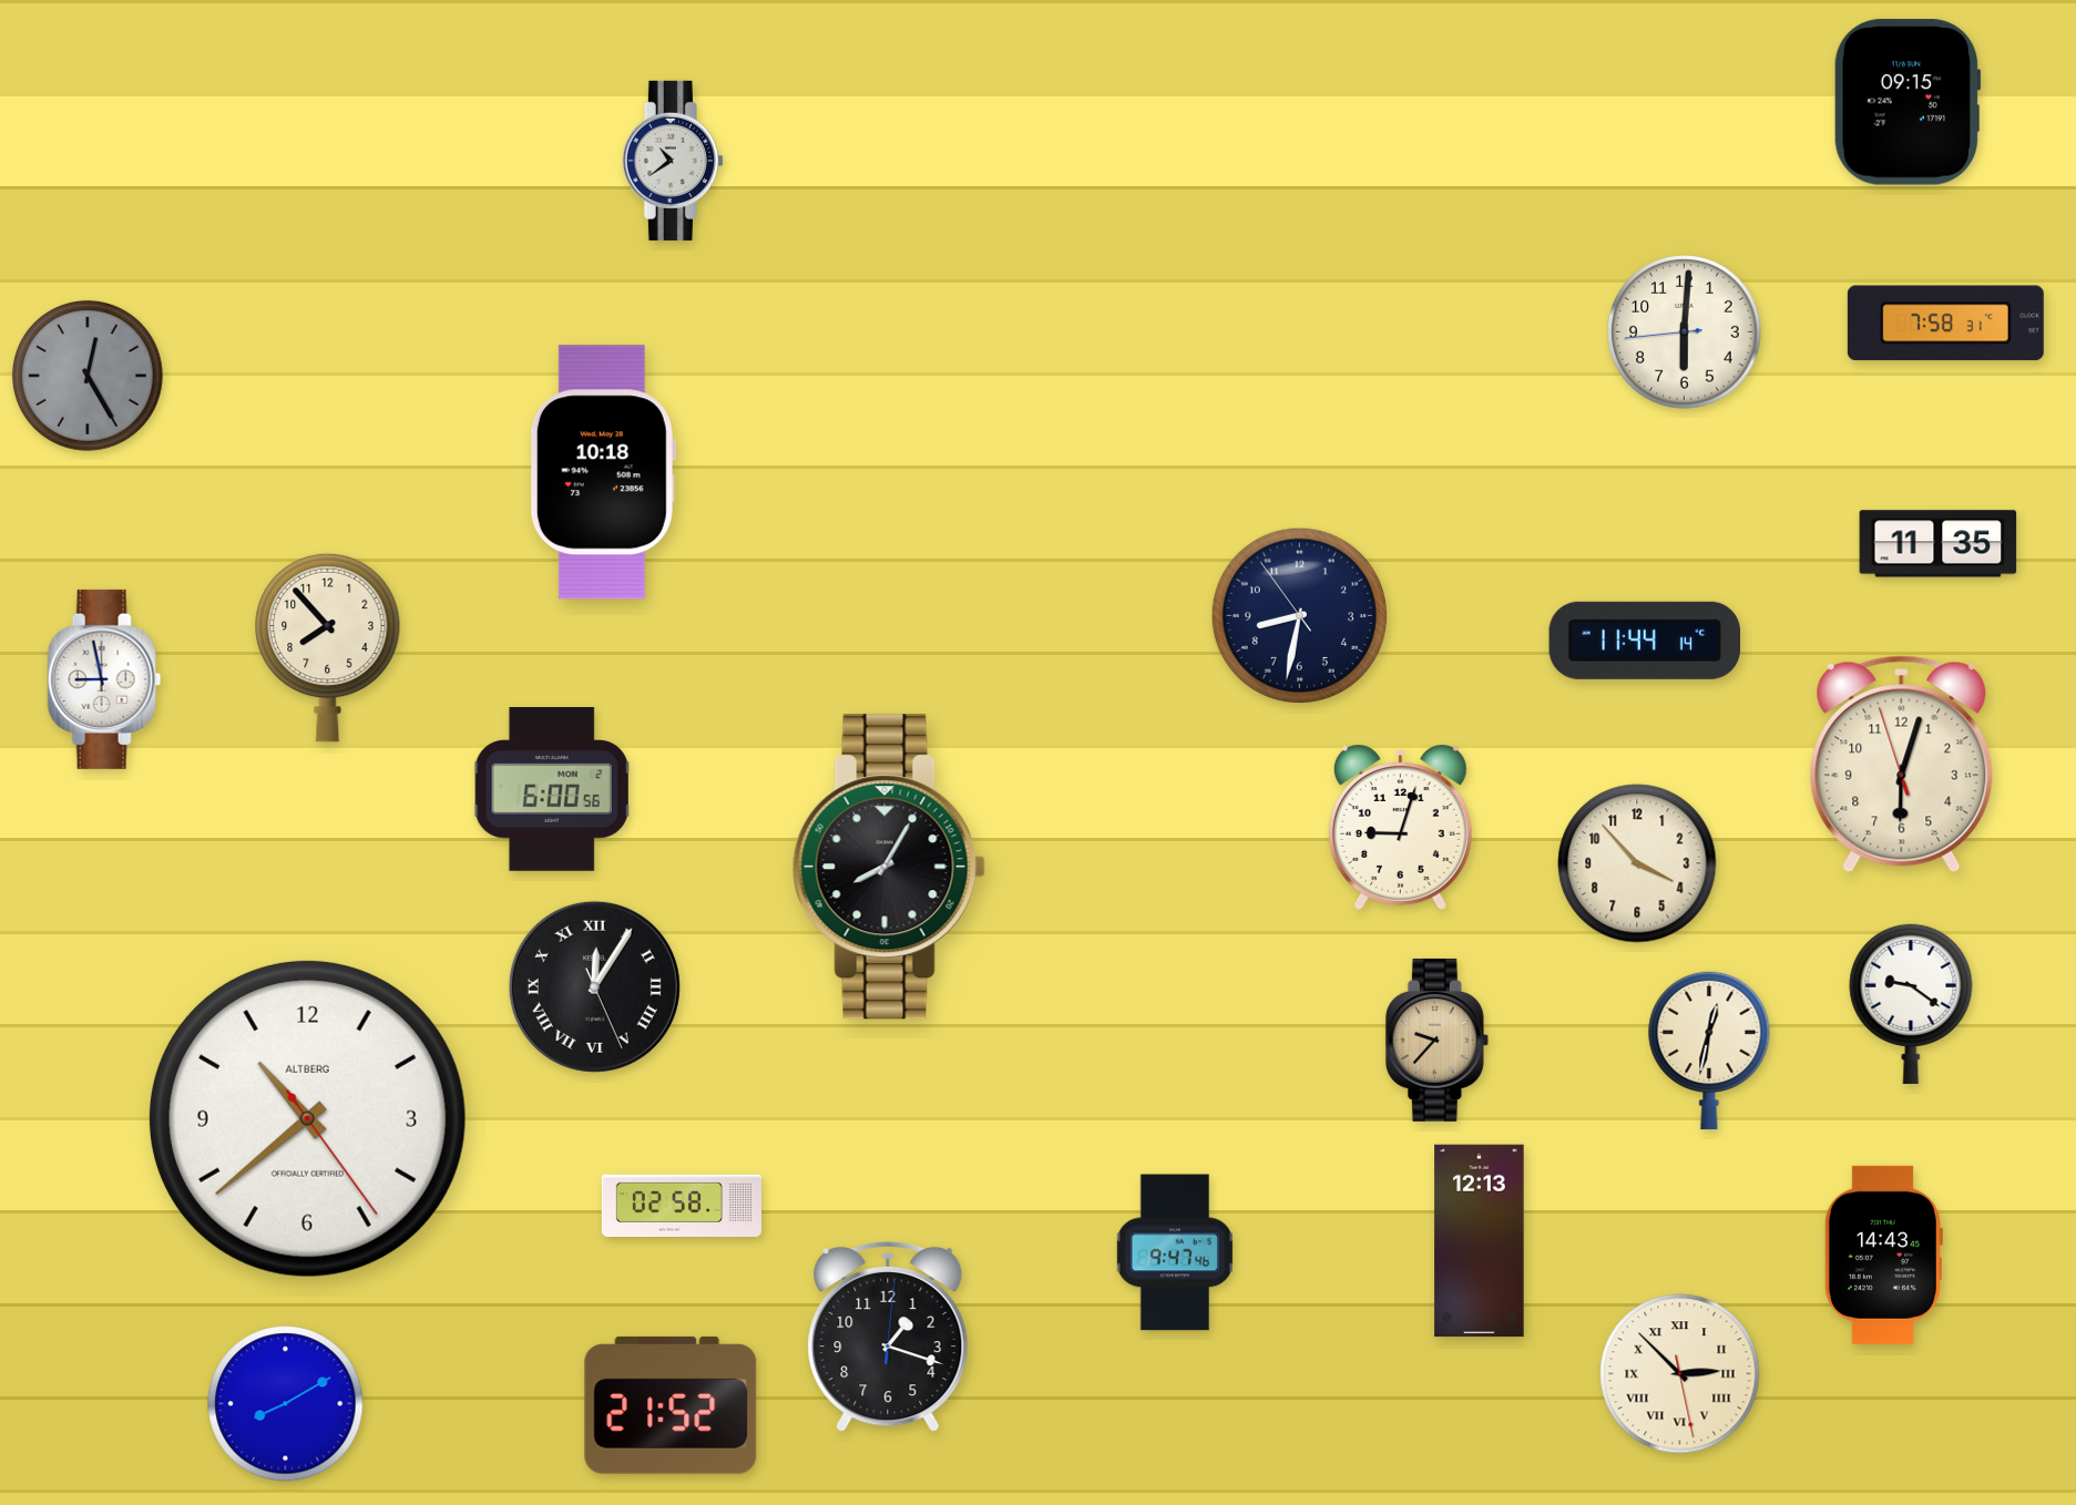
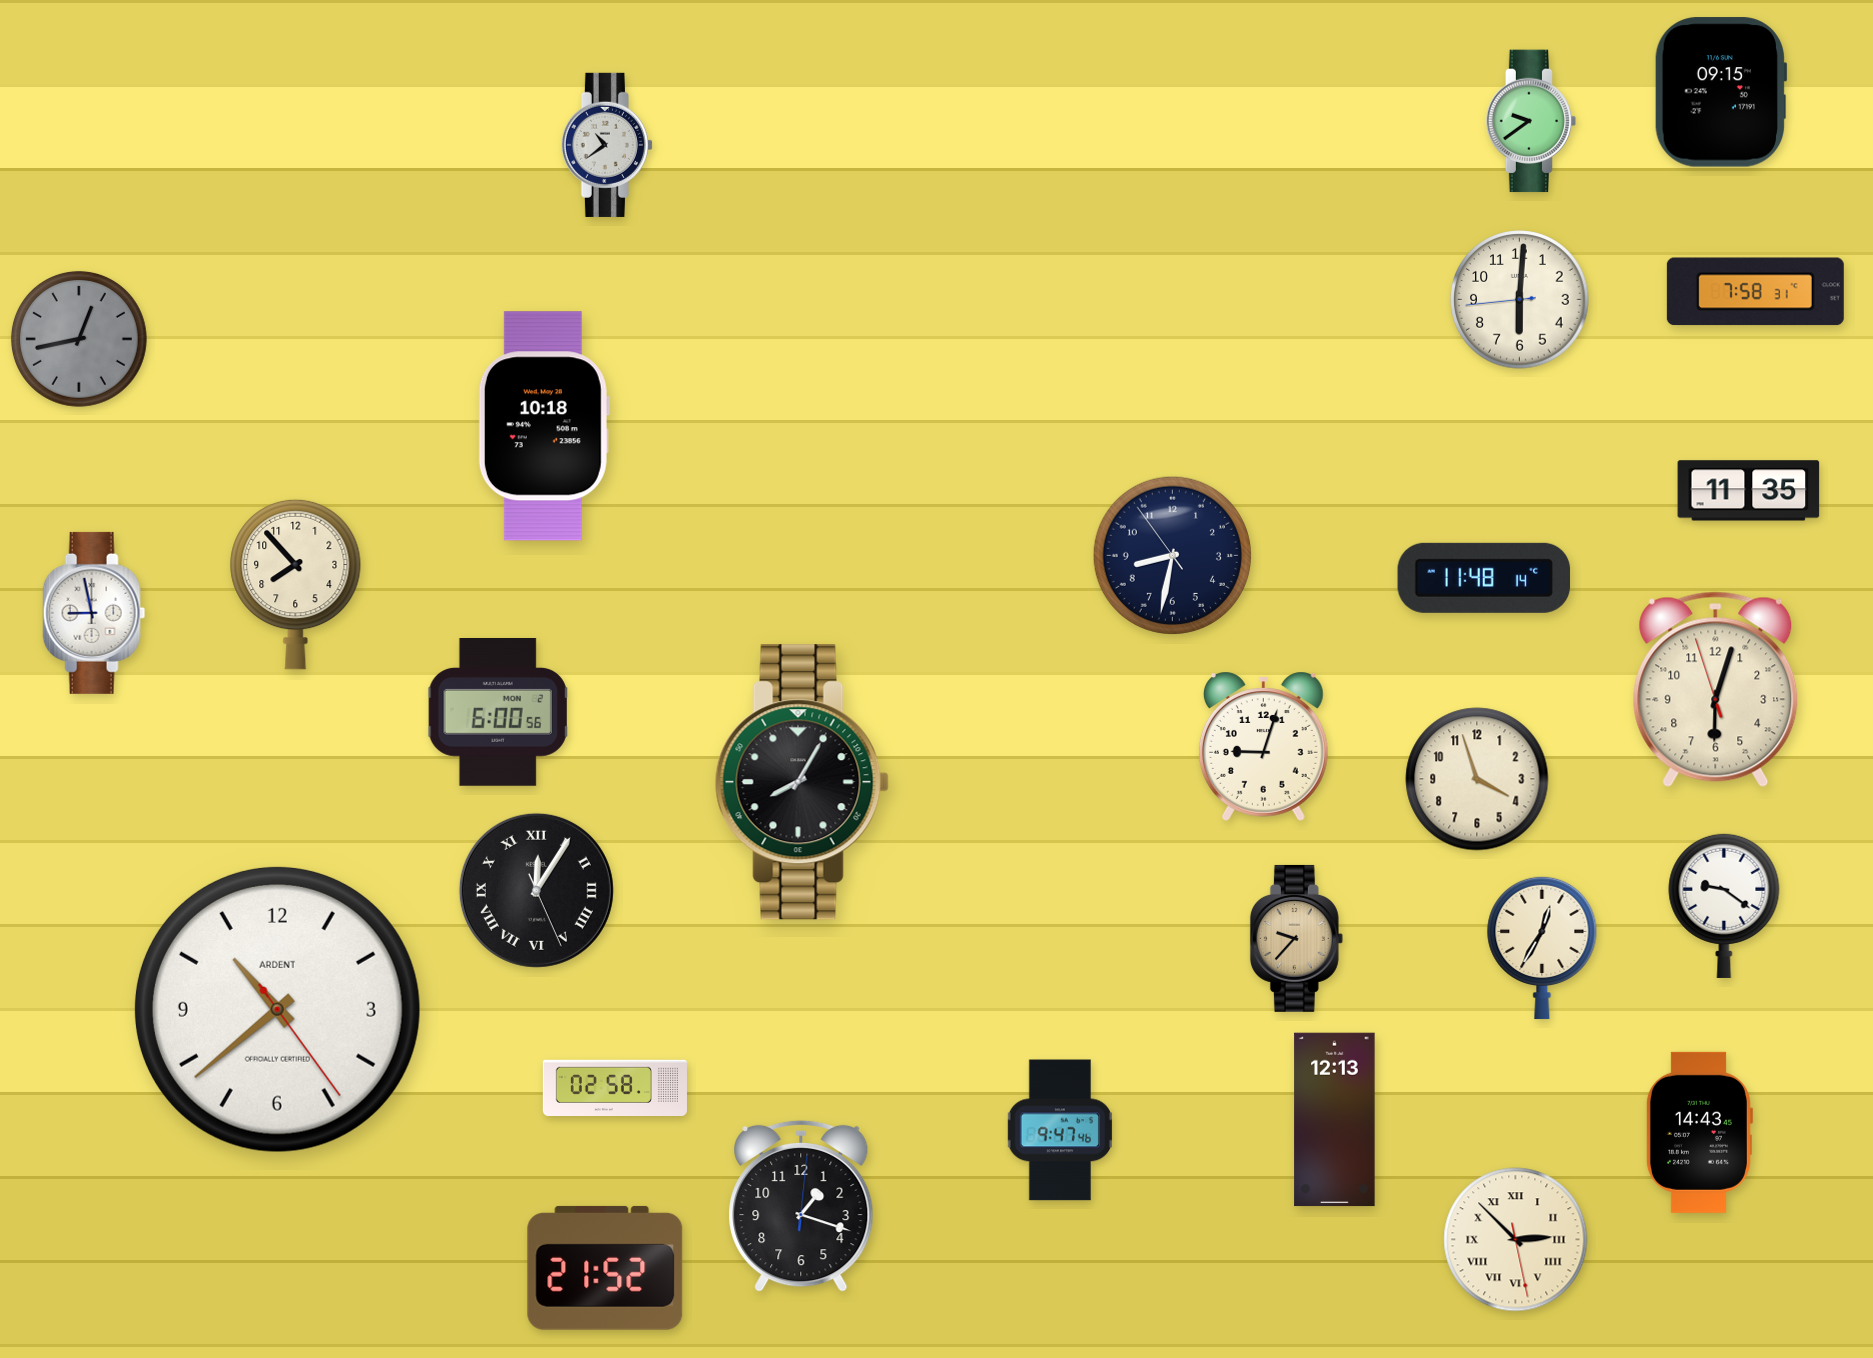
clock at (1531, 121): none -> 9:39
clock at (88, 376): 12:25 -> 12:43
clock at (1645, 641): 11:44 -> 11:48
clock at (1637, 863): 3:53 -> 3:57
clock at (1709, 1051): 12:32 -> 12:35
clock at (307, 1118) brand: ALTBERG -> ARDENT
clock at (286, 1404): 8:10 -> none
